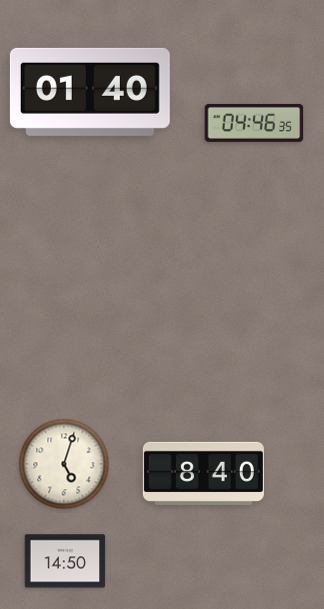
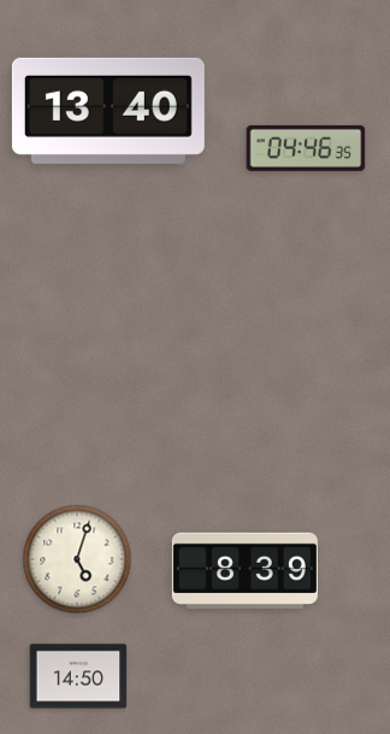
clock at (90, 92): 01:40 -> 13:40
clock at (203, 473): 8:40 -> 8:39
